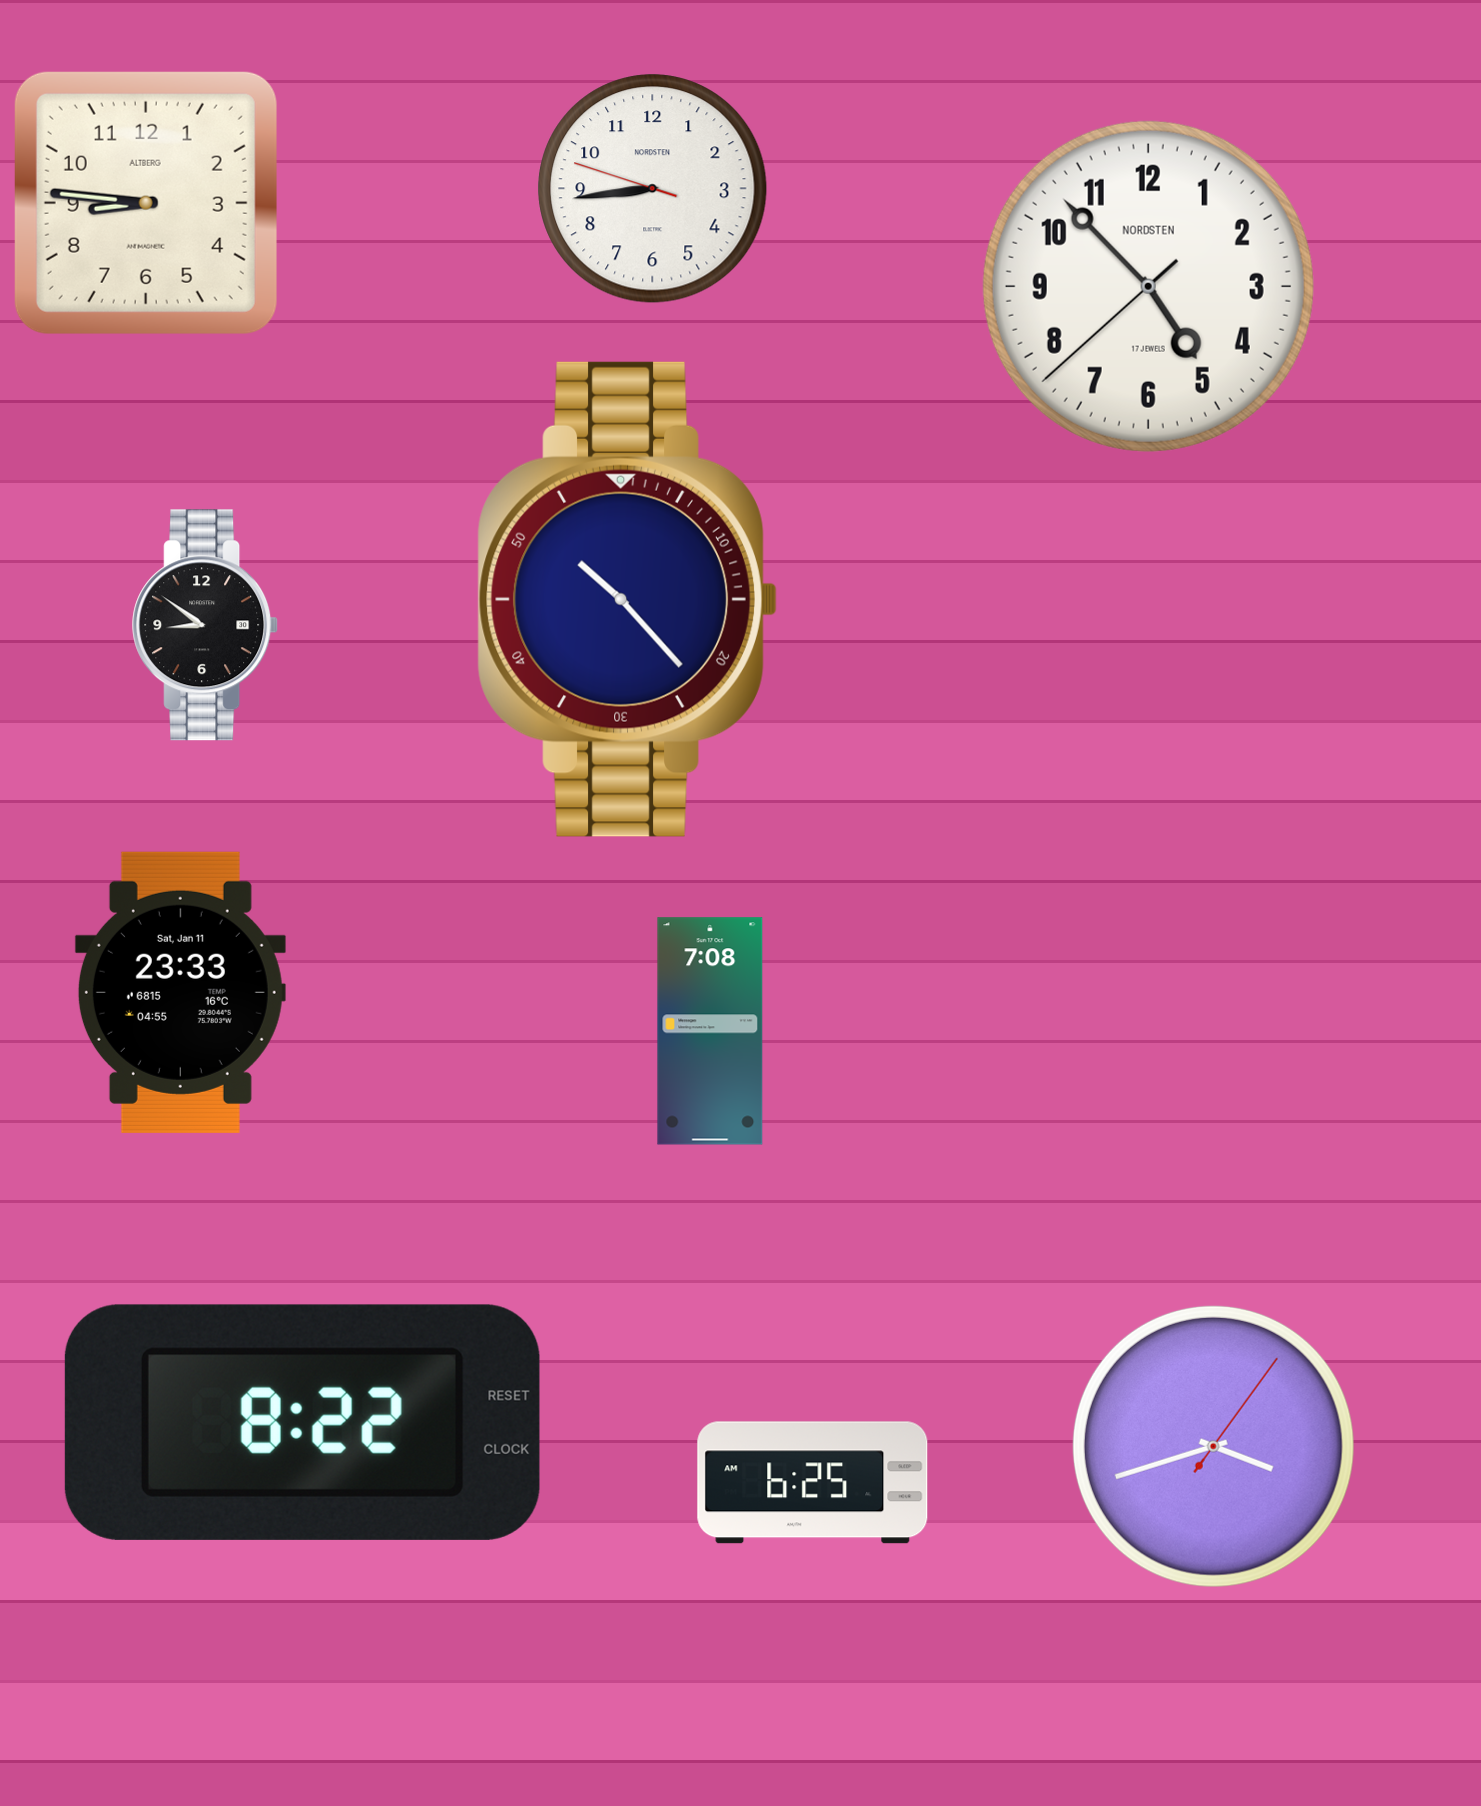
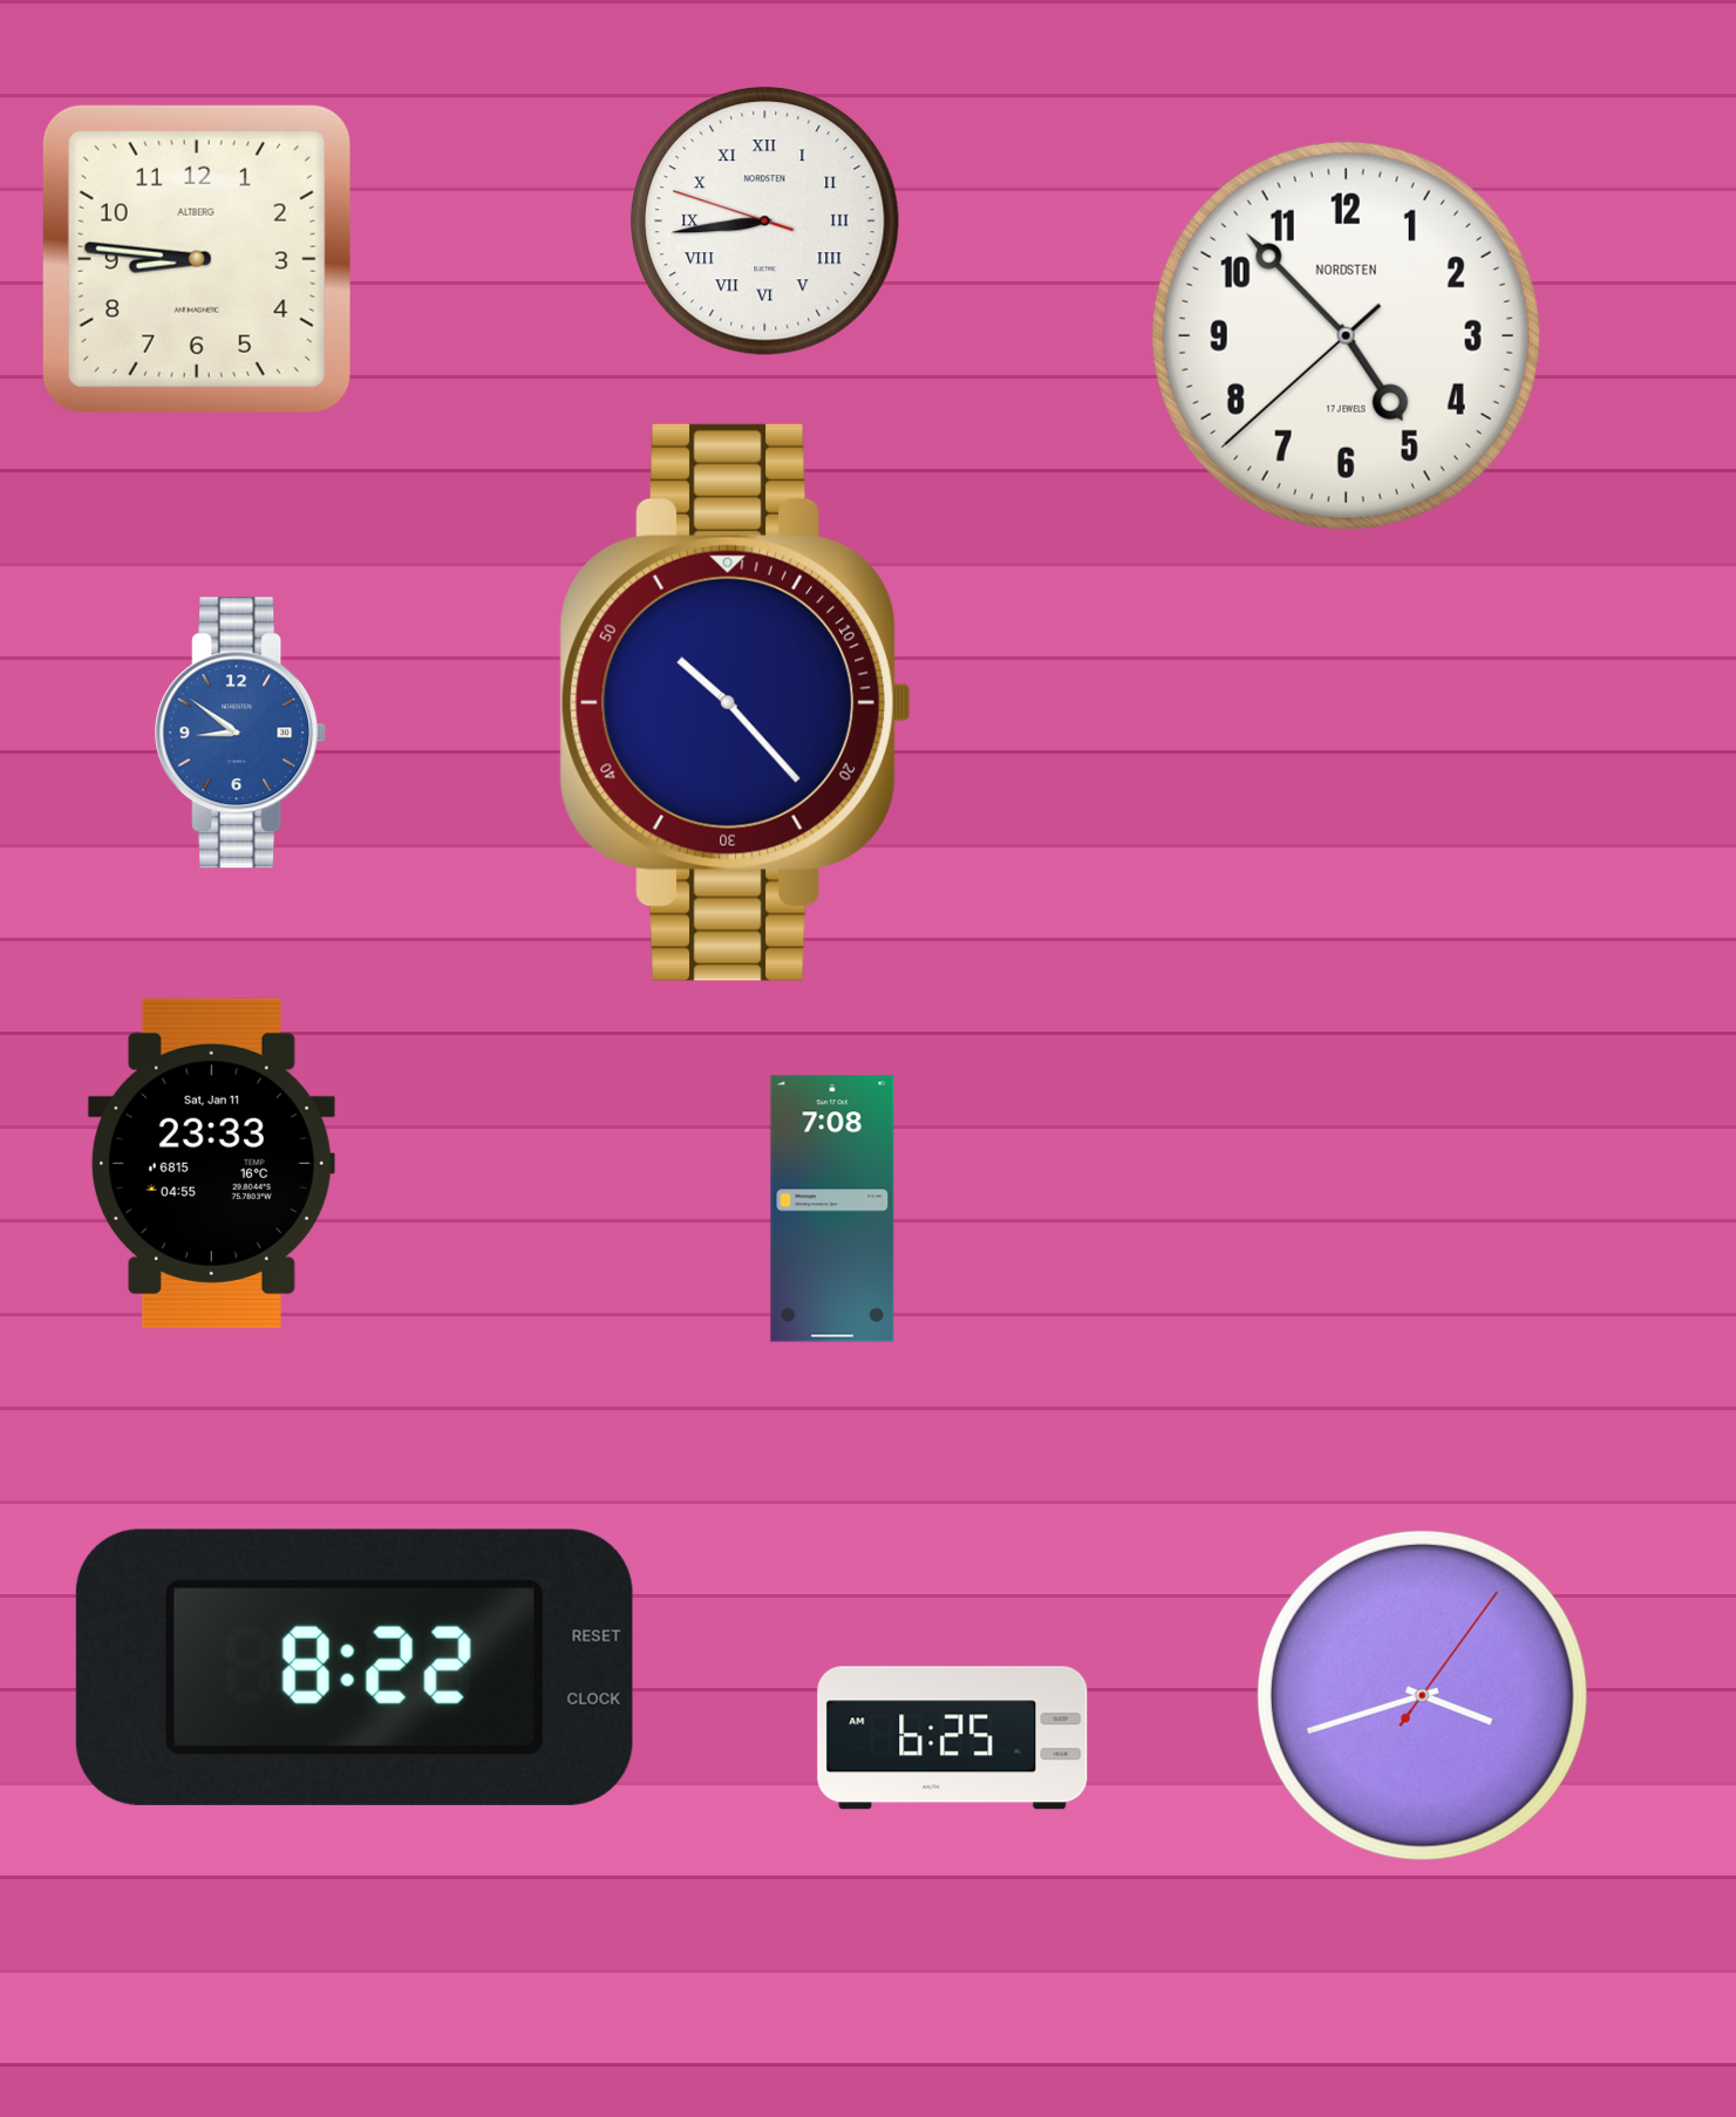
clock at (653, 189) numerals: Arabic -> Roman
clock at (146, 203) position: (146, 203) -> (197, 259)
clock at (206, 625) dial: black -> blue
